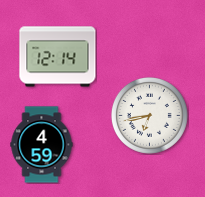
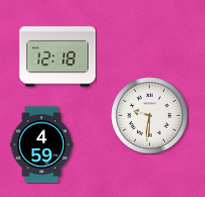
clock at (58, 57): 12:14 -> 12:18
clock at (149, 115): 6:43 -> 9:31
